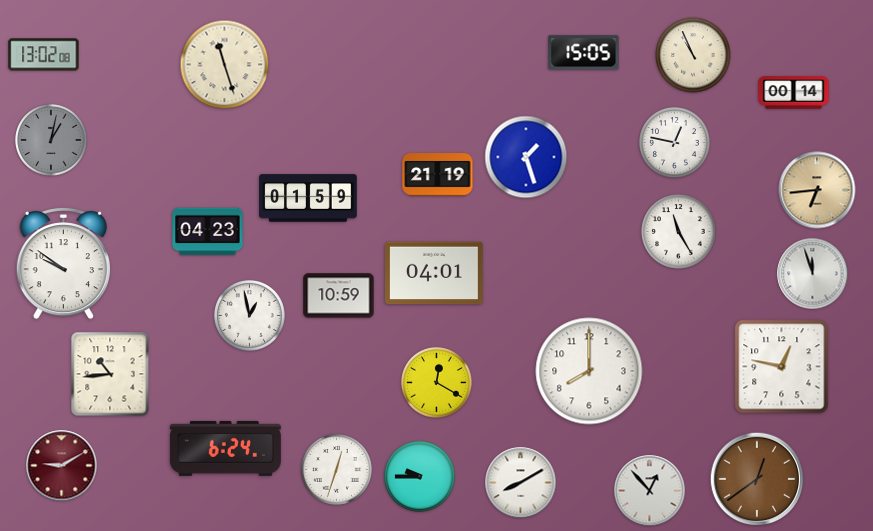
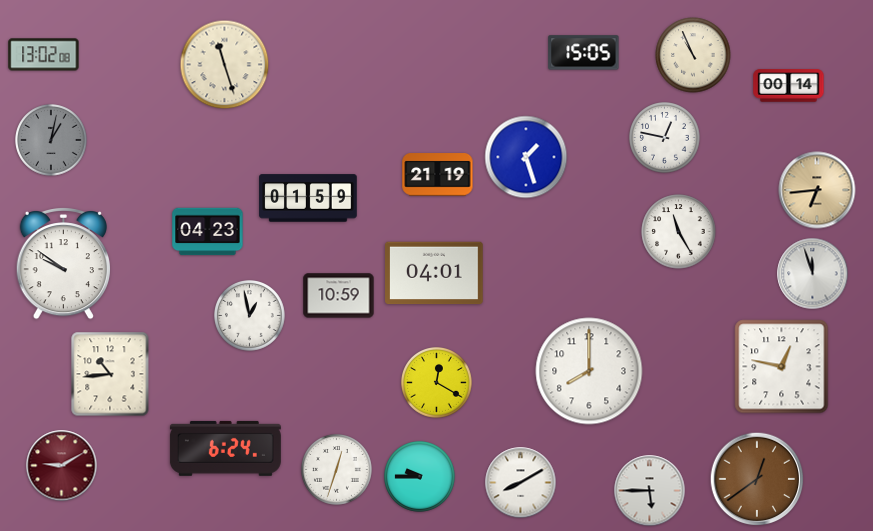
clock at (794, 93) position: (794, 93) -> (789, 86)
clock at (675, 143) position: (675, 143) -> (665, 138)
clock at (650, 491): 12:53 -> 5:45
